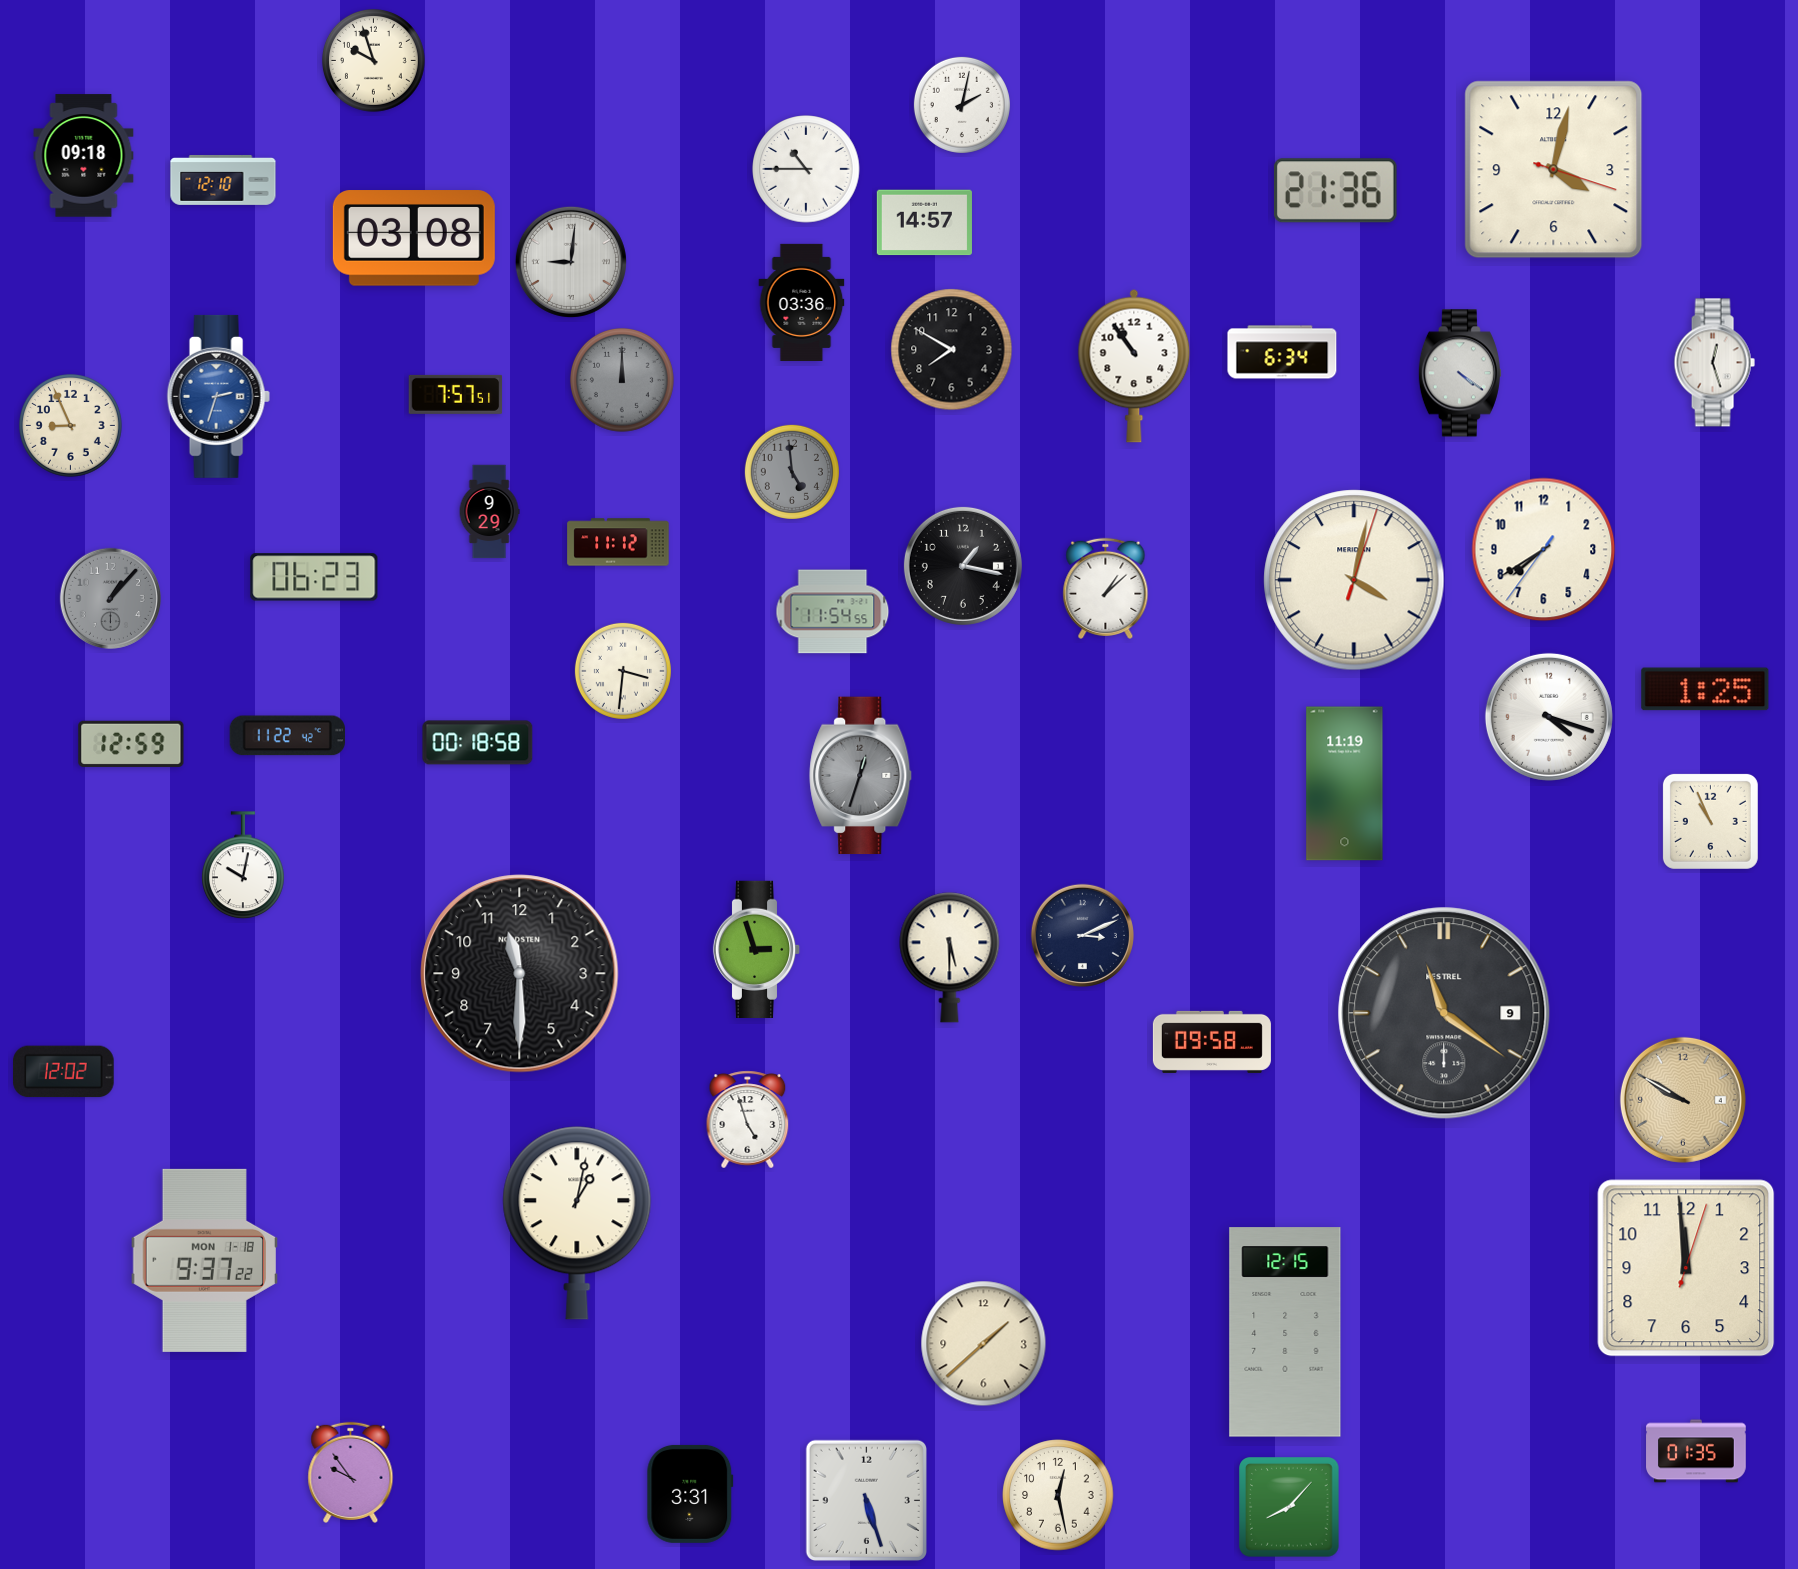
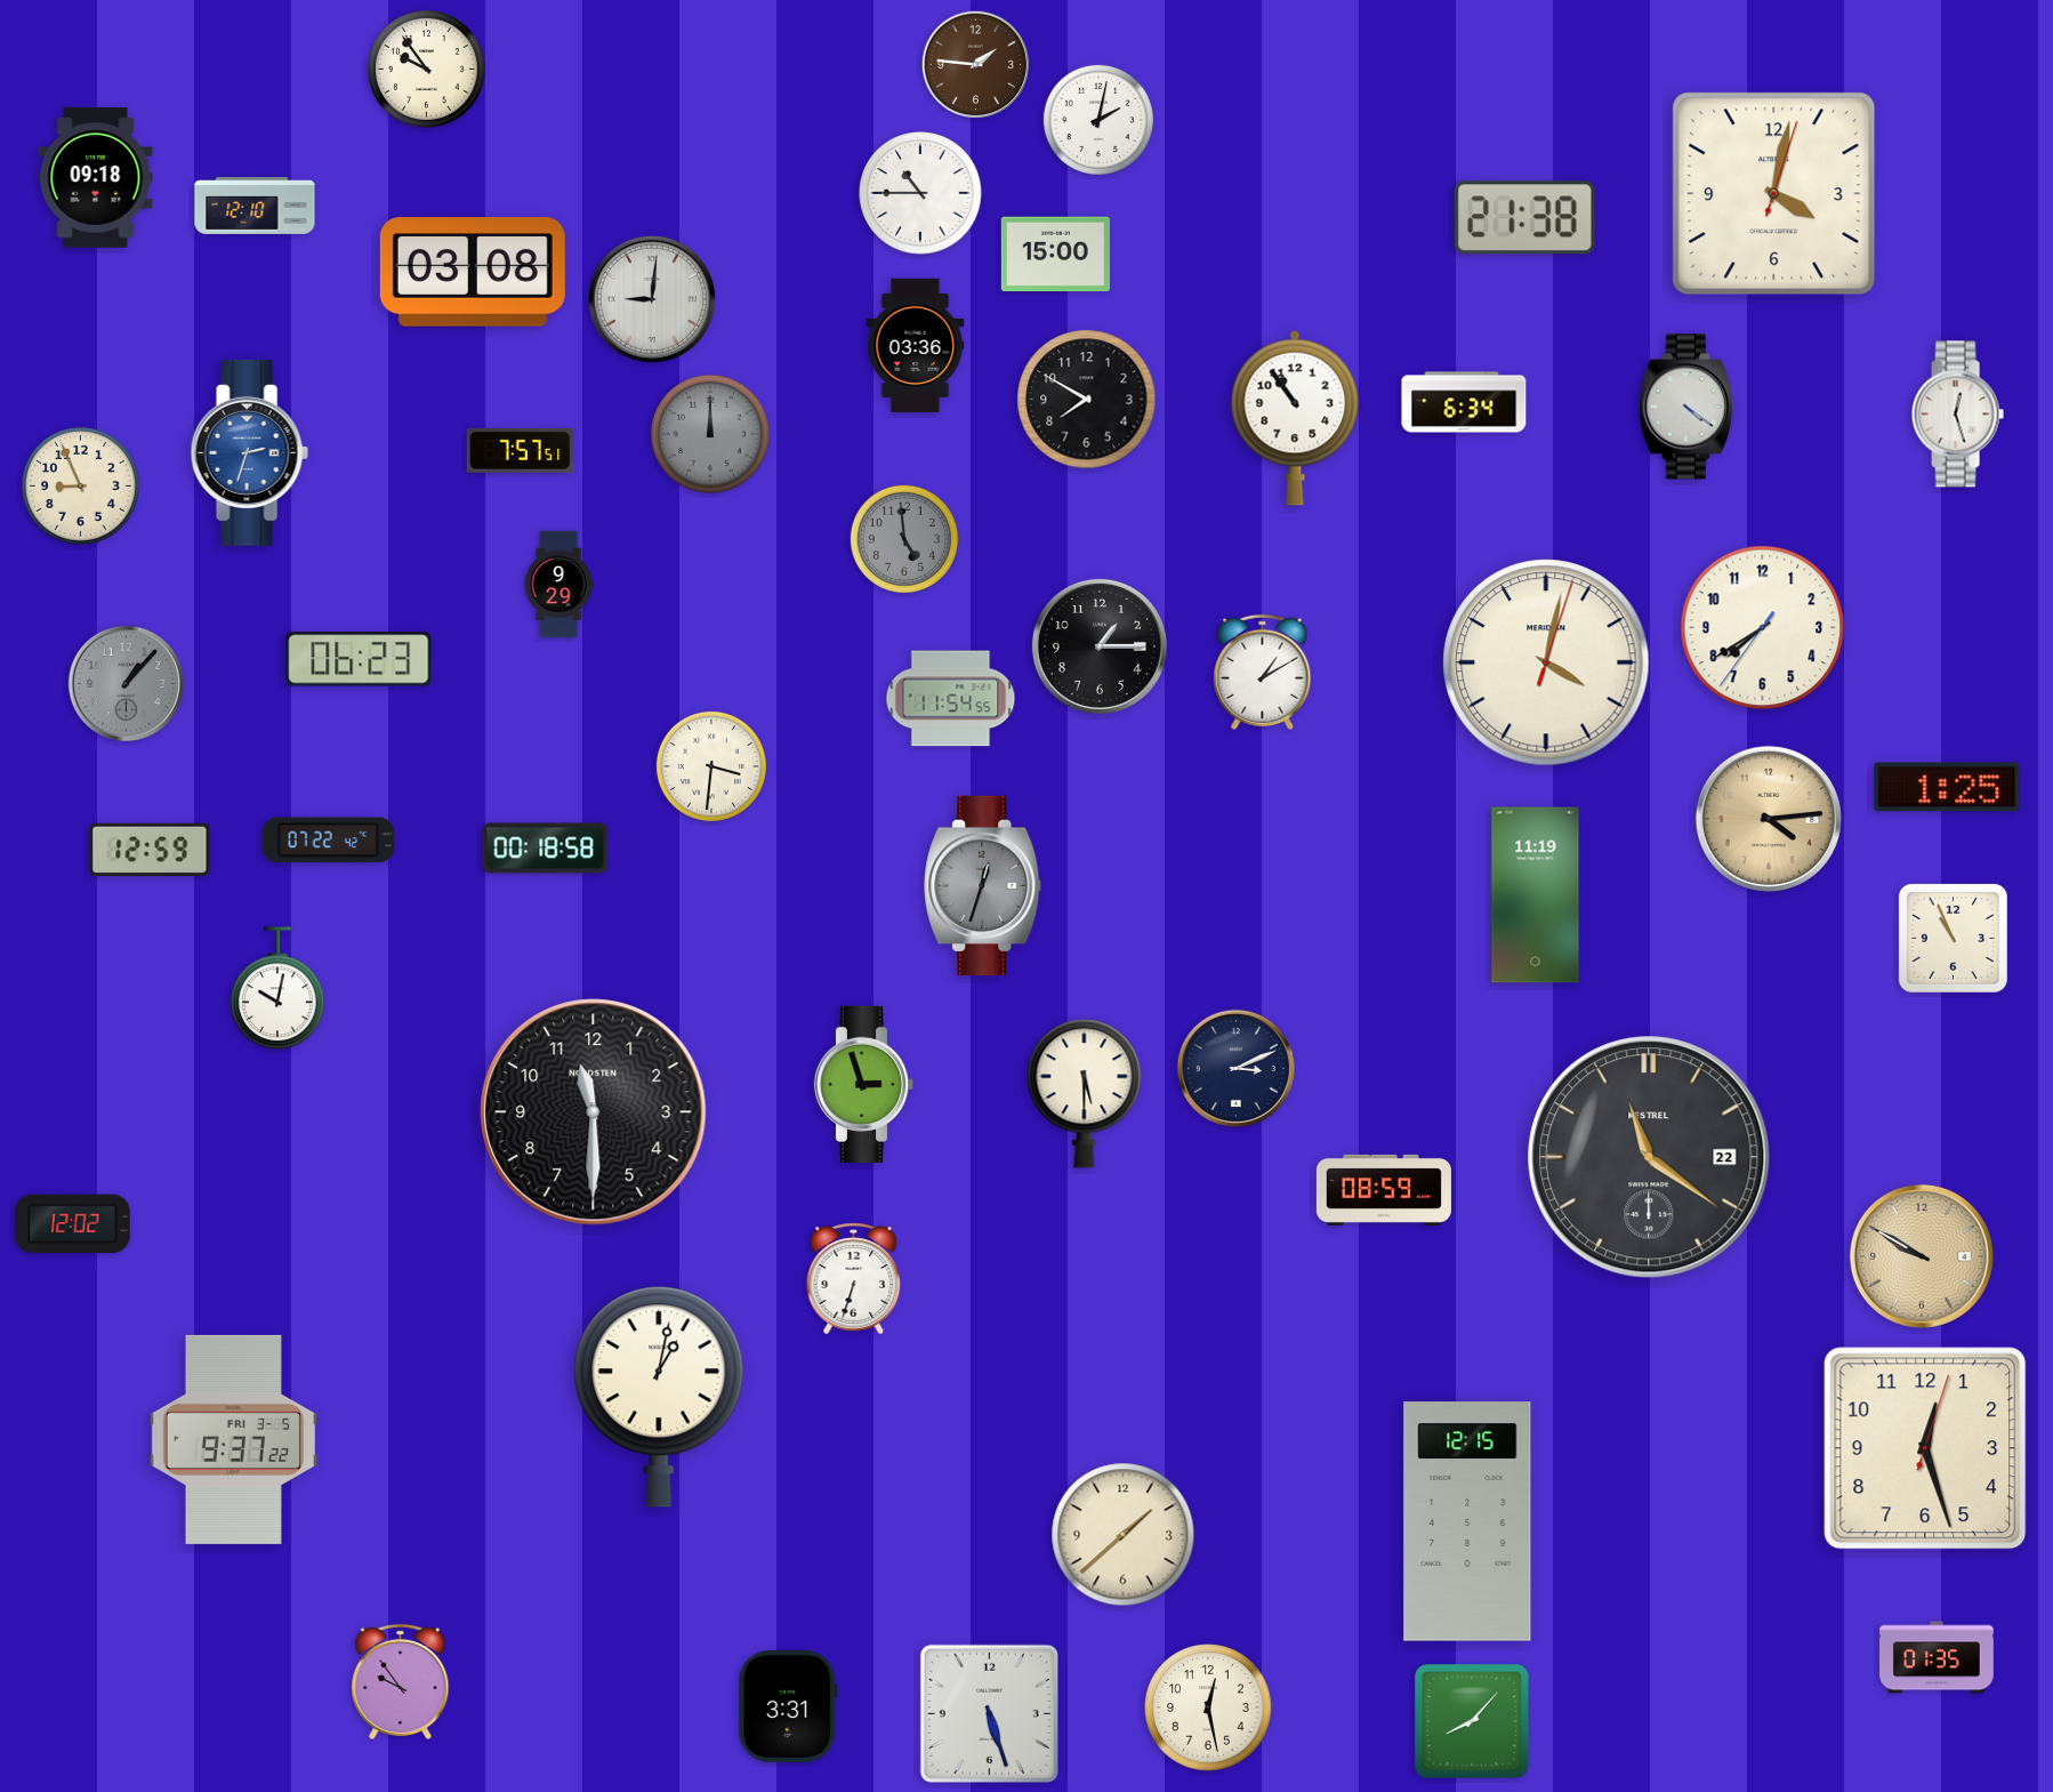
clock at (975, 64): none -> 1:46
clock at (373, 60): 9:57 -> 9:54
clock at (1554, 170): 4:02:18 -> 4:02:03
clock at (1335, 191): 21:36 -> 21:38
clock at (924, 223): 14:57 -> 15:00
clock at (1460, 373) position: (1460, 373) -> (1686, 407)
clock at (618, 542): 11:12 -> none
clock at (963, 566): 1:17 -> 1:15
clock at (1106, 588): 1:08 -> 1:10
clock at (1549, 717): 4:18 -> 4:14
clock at (1549, 717) dial: white -> champagne
clock at (287, 736): 11:22 -> 07:22
clock at (1444, 1013) date: 9 -> 22
clock at (1212, 1042): 09:58 -> 08:59
clock at (748, 1120): 4:57 -> 6:33
clock at (204, 1260) date: MON 1-18 -> FRI 3-5
clock at (1686, 1268): 11:59 -> 12:27
